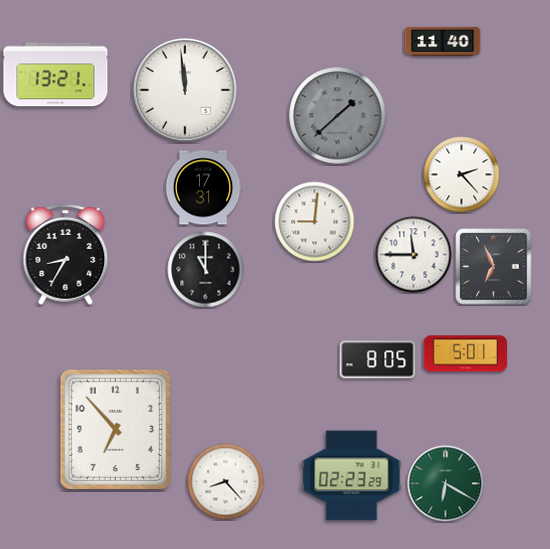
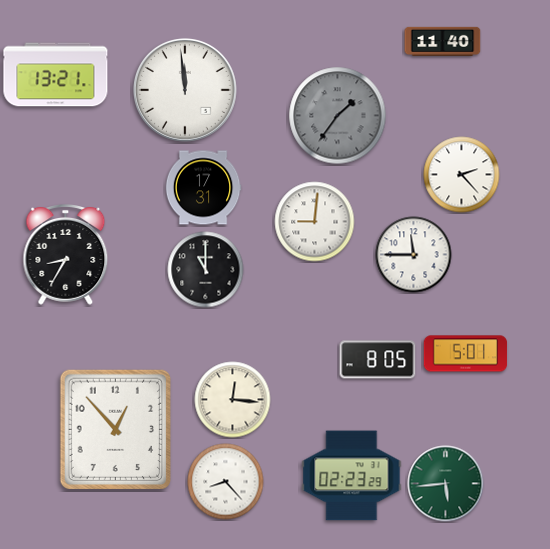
clock at (338, 116): 1:38 -> 1:36
clock at (494, 267): 6:56 -> none
clock at (233, 400): none -> 12:16
clock at (115, 430): 6:53 -> 12:53
clock at (446, 484): 6:20 -> 5:44
